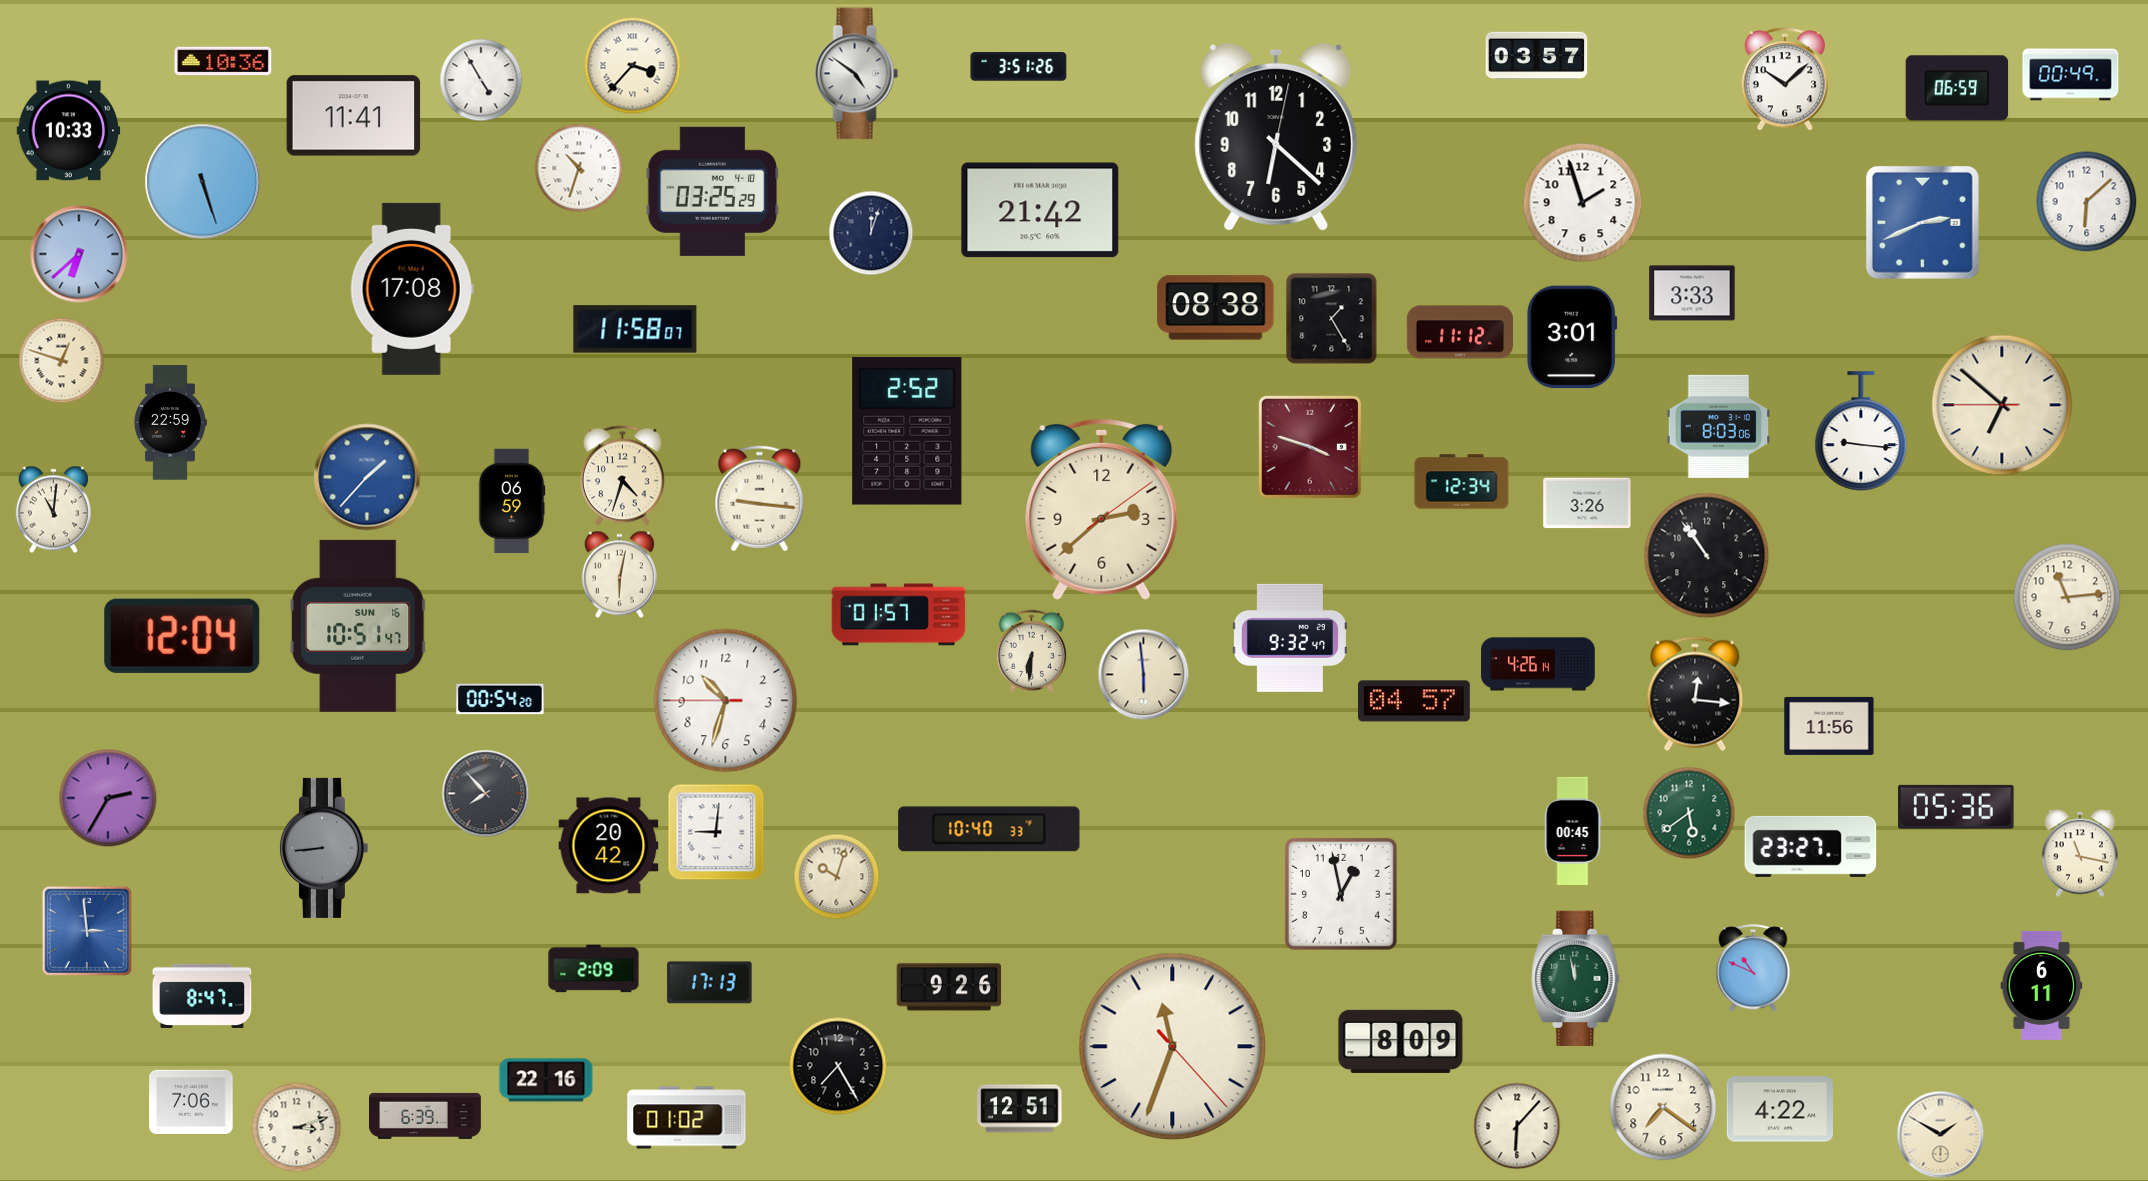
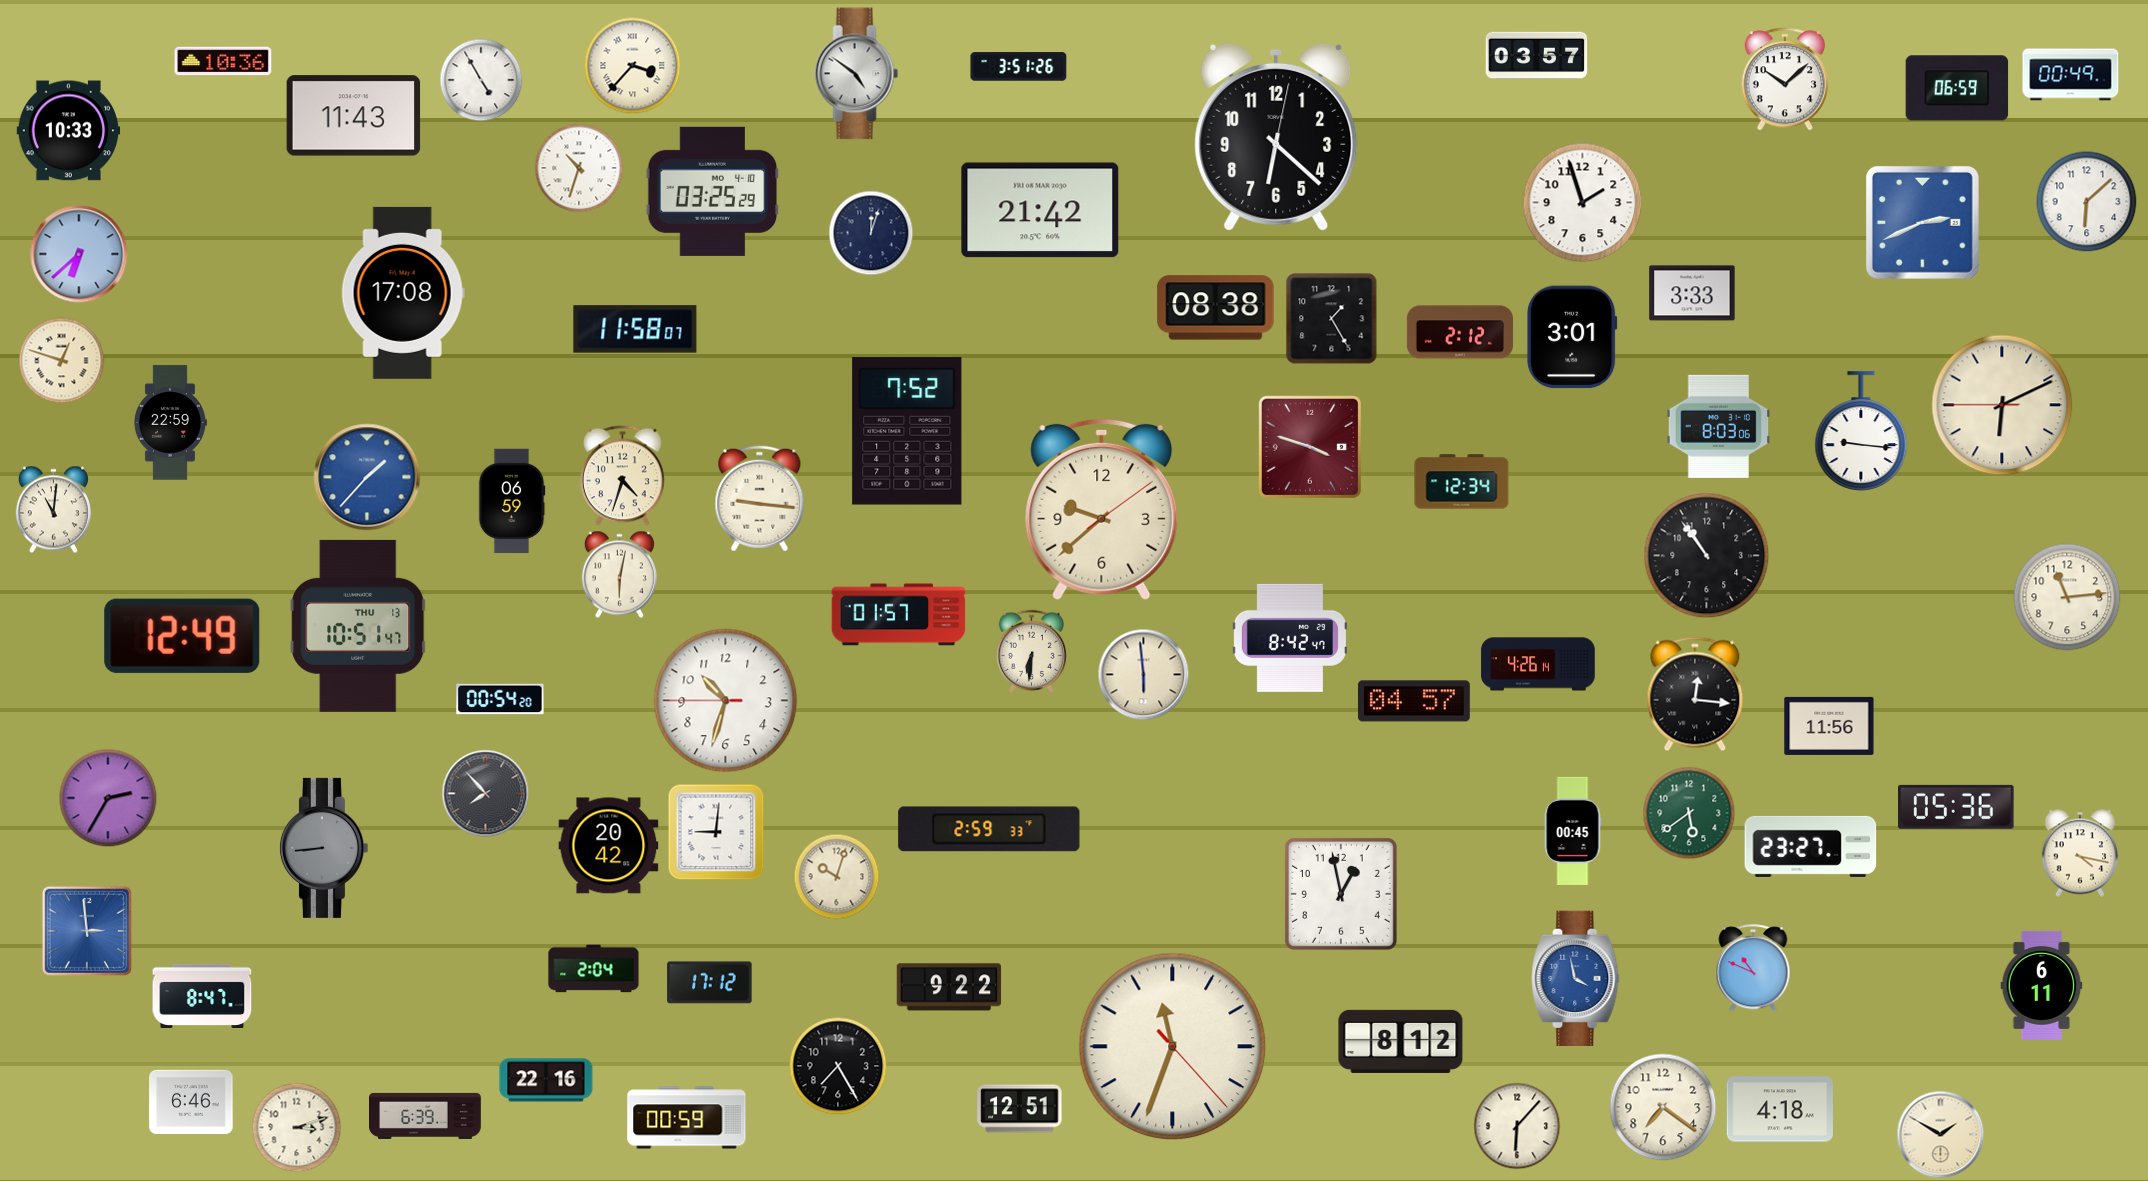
clock at (354, 116): 11:41 -> 11:43
clock at (203, 182): 5:27 -> none
clock at (412, 289) position: (412, 289) -> (403, 293)
clock at (1459, 332): 11:12 -> 2:12
clock at (2002, 405): 6:51 -> 6:10
clock at (907, 431): 2:52 -> 7:52
clock at (1587, 503): 3:26 -> none
clock at (1102, 509): 2:38 -> 9:38
clock at (358, 626) date: SUN 16 -> THU 13
clock at (182, 636): 12:04 -> 12:49
clock at (1290, 638): 9:32 -> 8:42
clock at (989, 829): 10:40 -> 2:59
clock at (2080, 853): 11:17 -> 4:17
clock at (594, 969): 2:09 -> 2:04
clock at (1576, 978): 11:58 -> 3:58
clock at (1576, 978) dial: green -> blue
clock at (710, 983): 17:13 -> 17:12
clock at (949, 987): 9:26 -> 9:22
clock at (1401, 1041): 8:09 -> 8:12
clock at (191, 1101): 7:06 -> 6:46
clock at (1780, 1109): 4:22 -> 4:18
clock at (687, 1118): 01:02 -> 00:59
